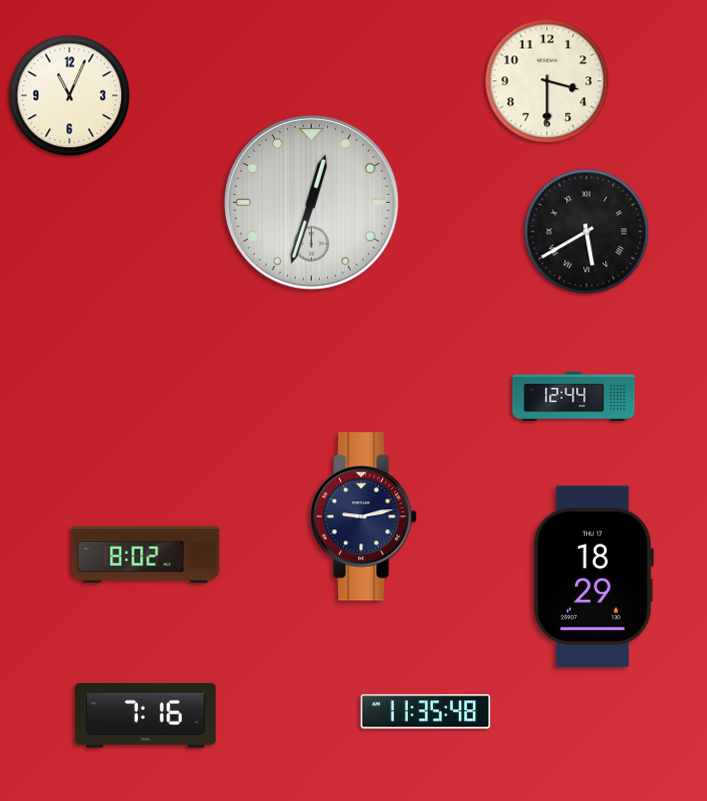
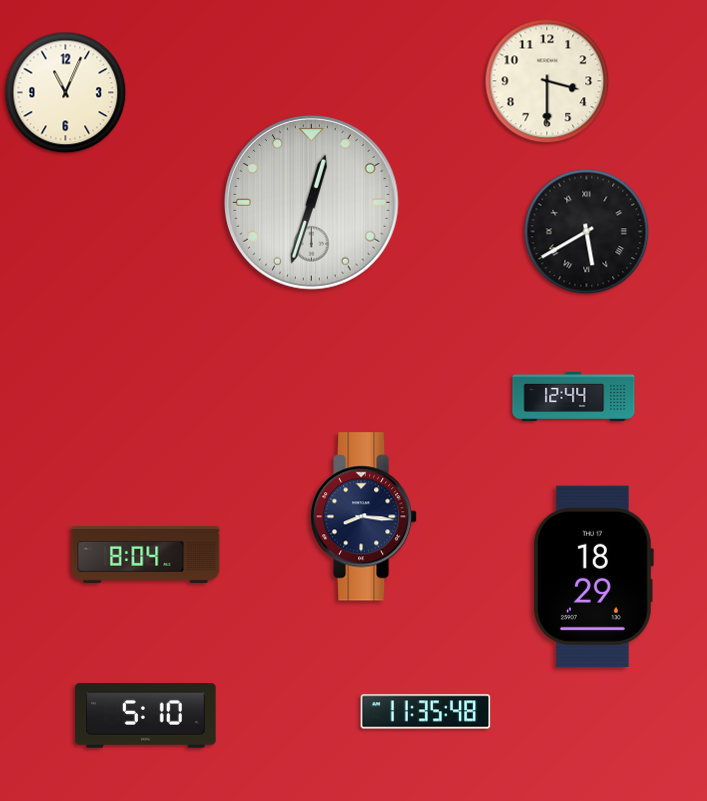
clock at (70, 96) position: (70, 96) -> (66, 93)
clock at (364, 517): 9:13 -> 8:16
clock at (146, 554): 8:02 -> 8:04
clock at (146, 716): 7:16 -> 5:10
